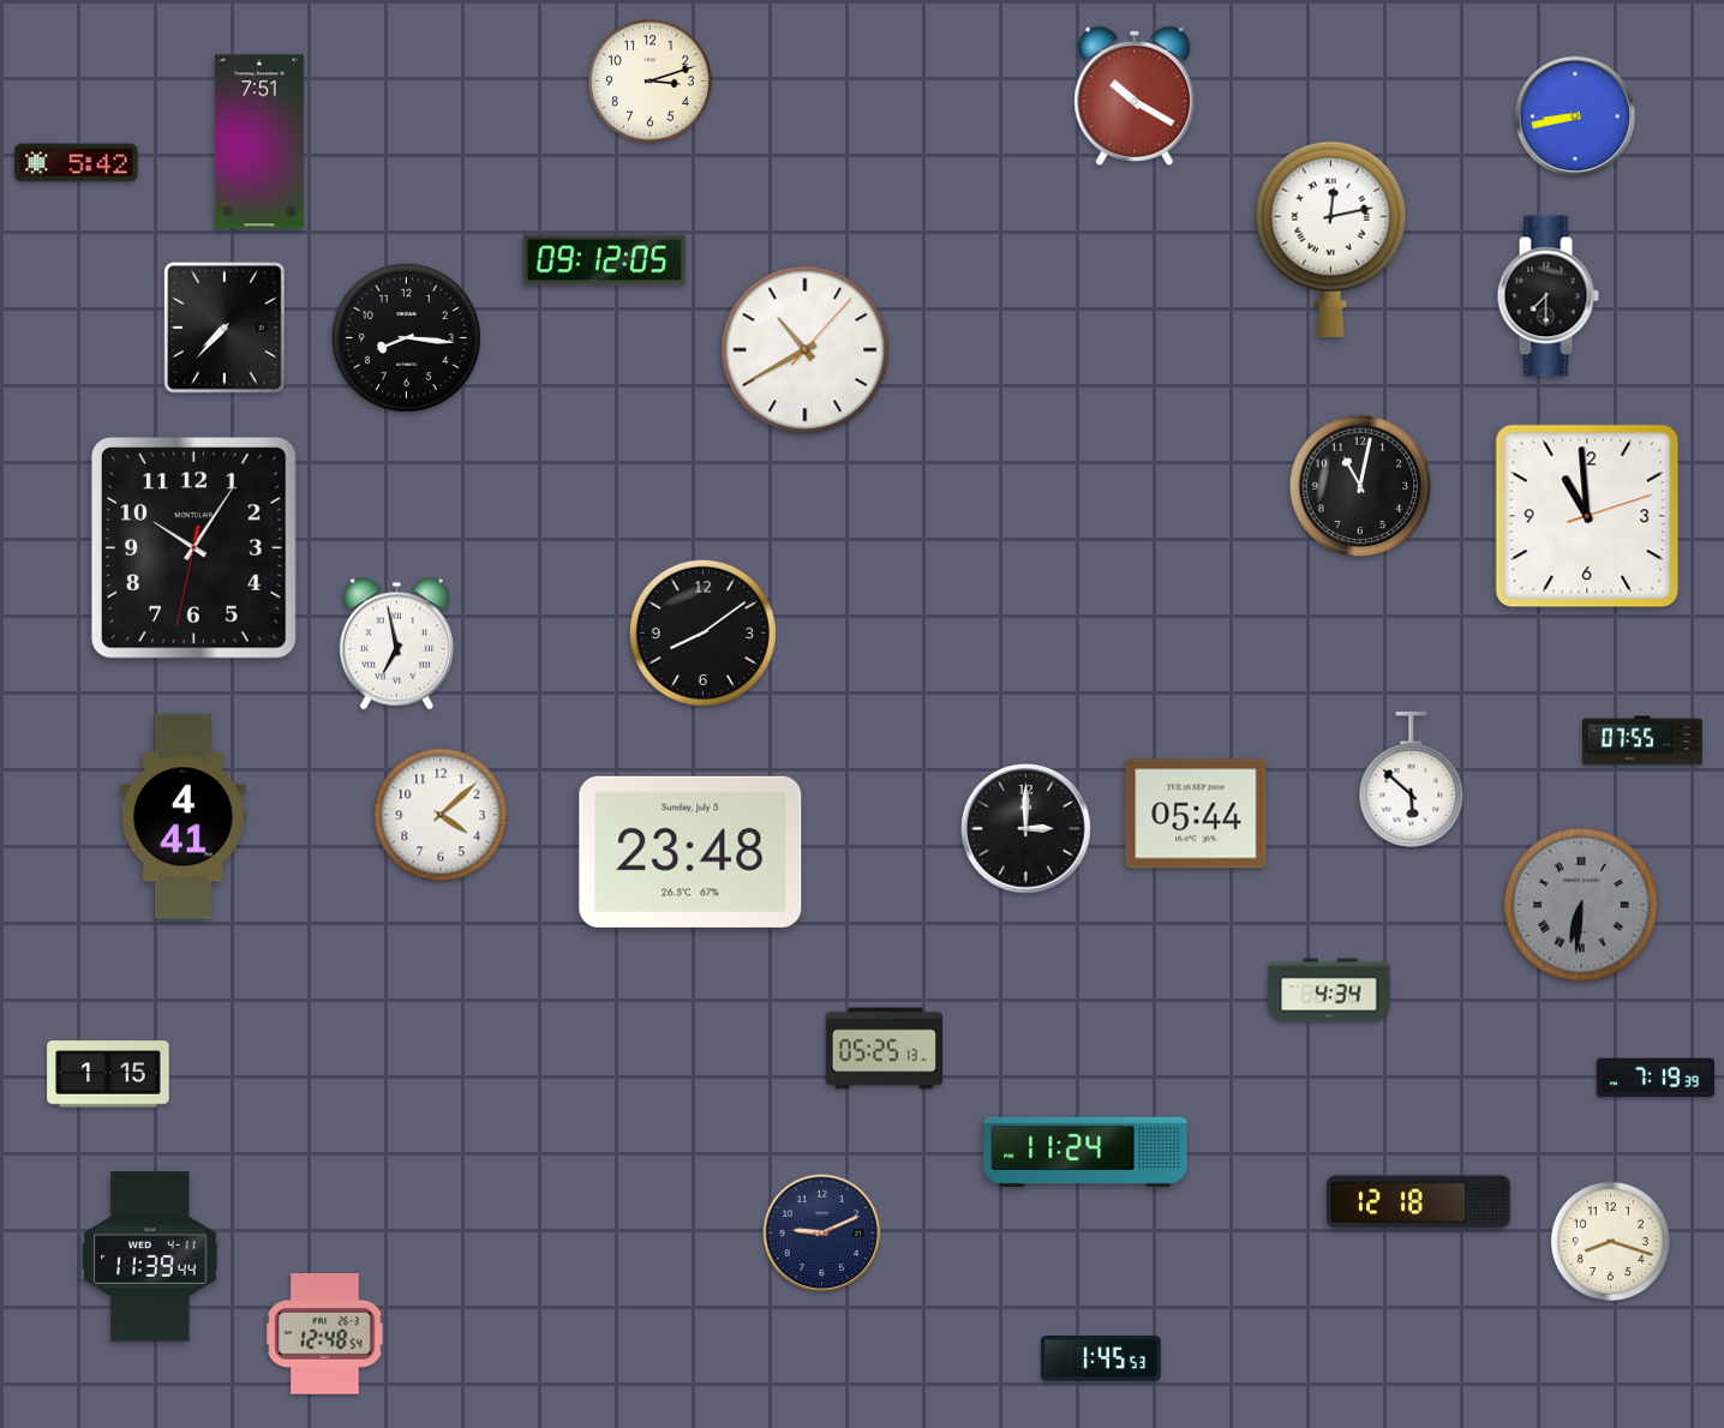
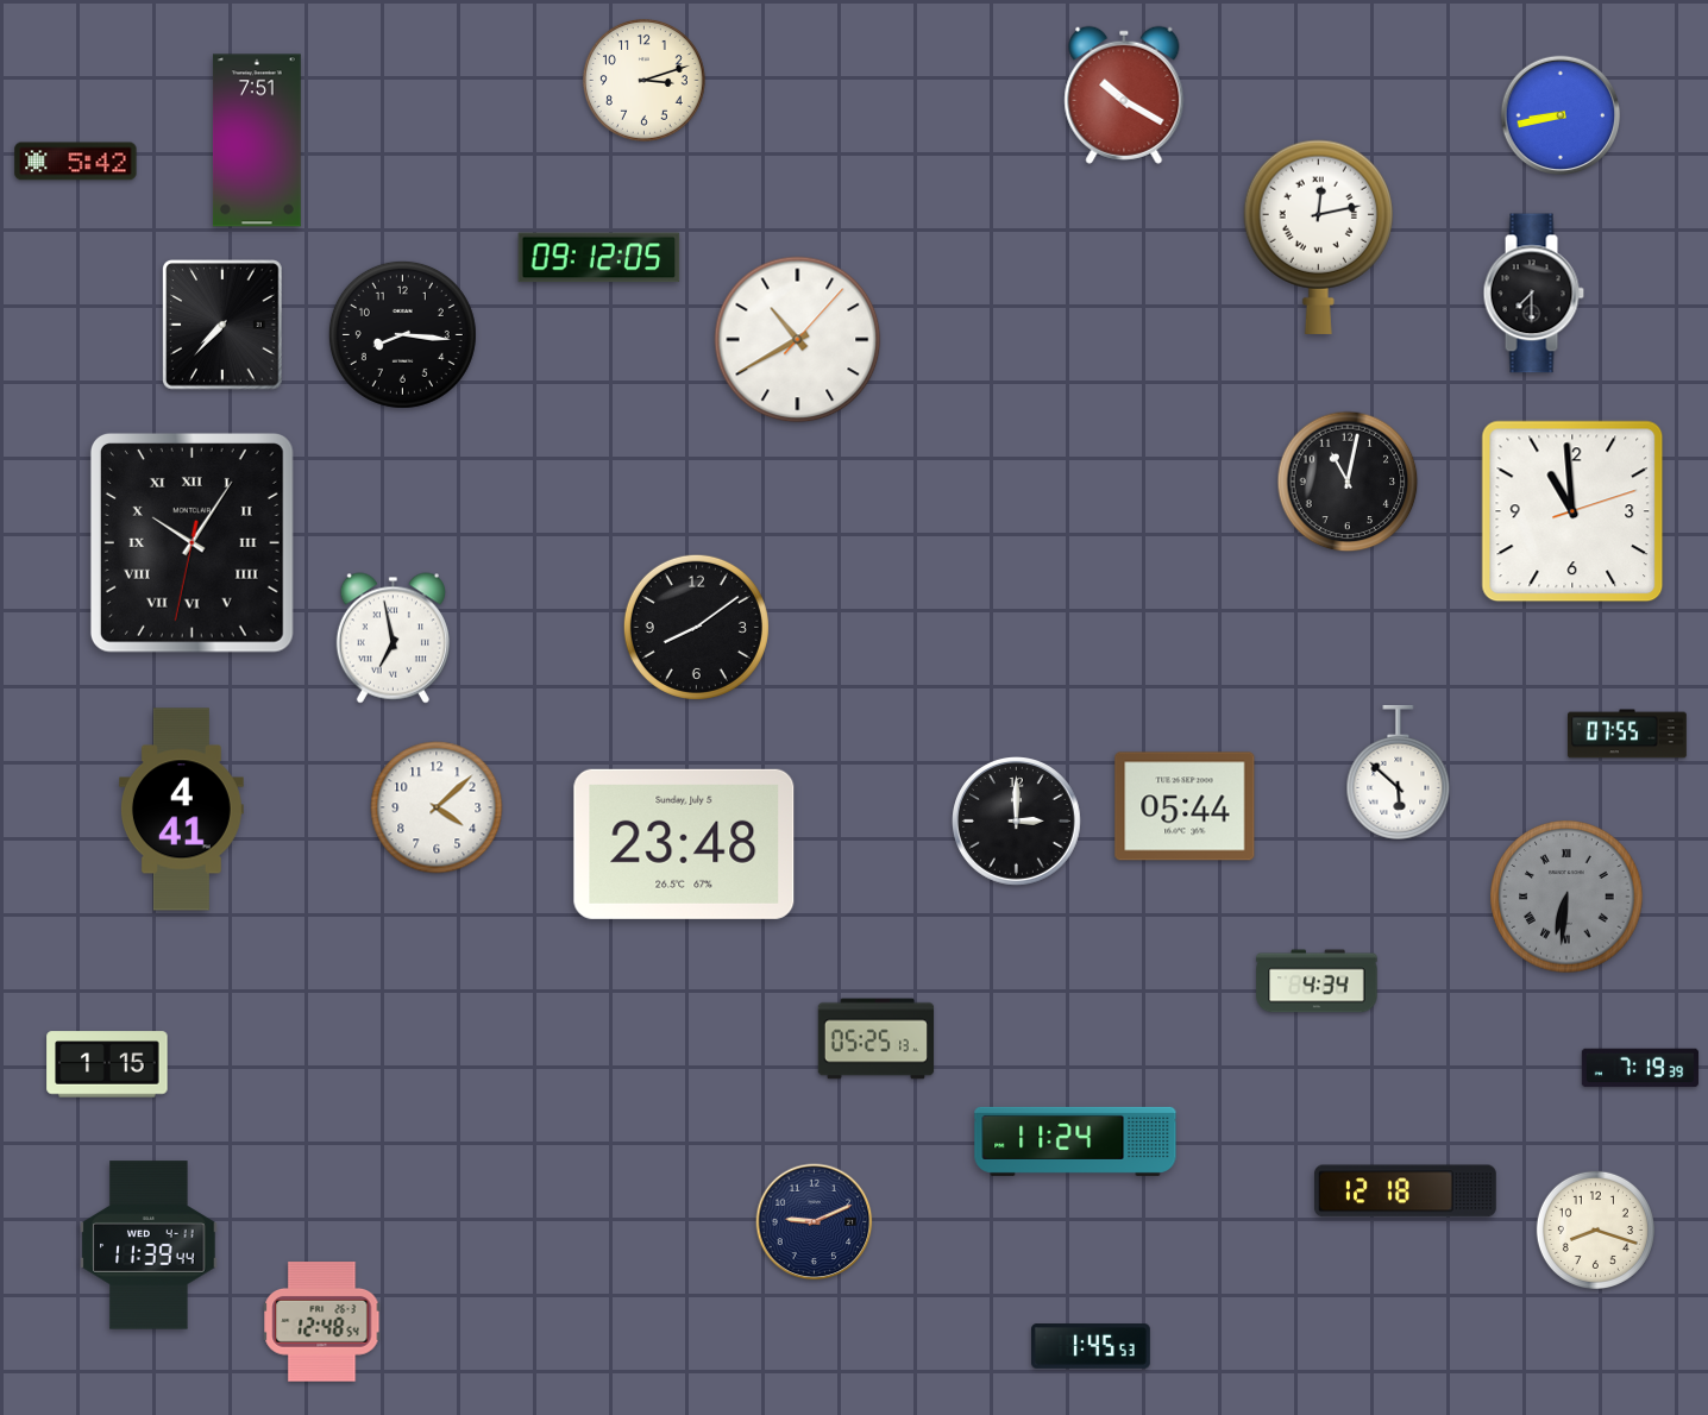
clock at (806, 350) position: (806, 350) -> (798, 340)
clock at (193, 547) numerals: Arabic -> Roman
